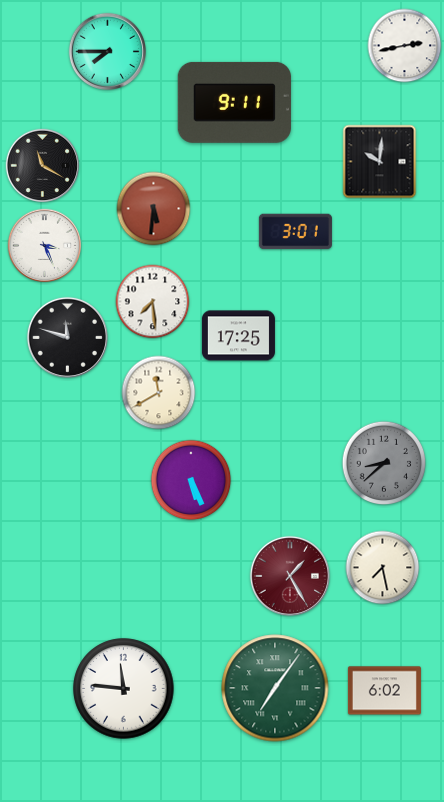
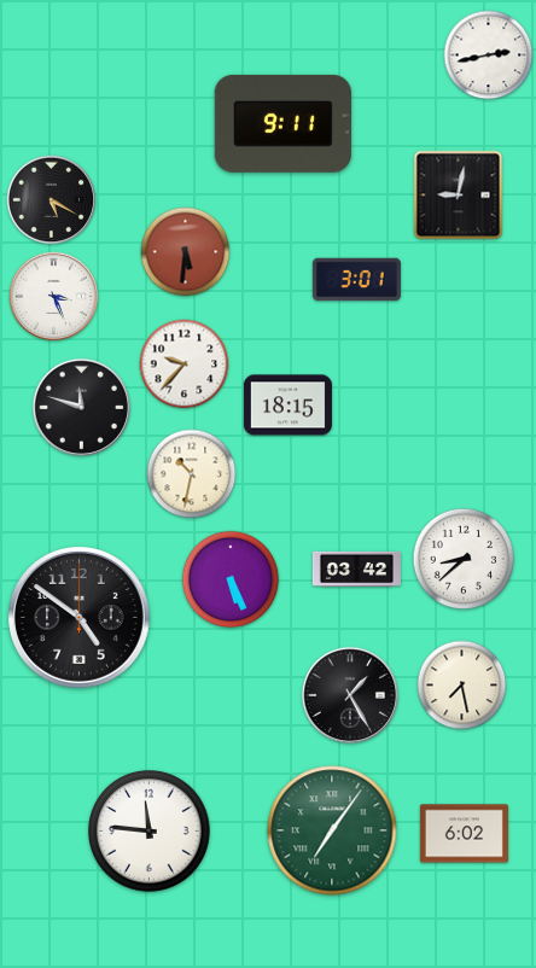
clock at (107, 51): 7:45 -> none
clock at (380, 162): 10:01 -> 9:02
clock at (43, 166): 11:20 -> 5:20
clock at (153, 302): 7:29 -> 9:37
clock at (238, 336): 17:25 -> 18:15
clock at (159, 393): 11:40 -> 10:32
clock at (384, 463) dial: grey -> white
clock at (356, 568): none -> 03:42
clock at (80, 618): none -> 4:51
clock at (289, 575) dial: burgundy -> black
